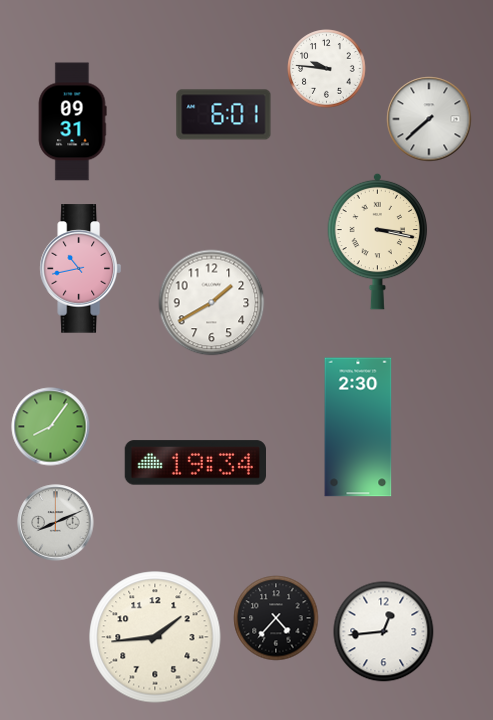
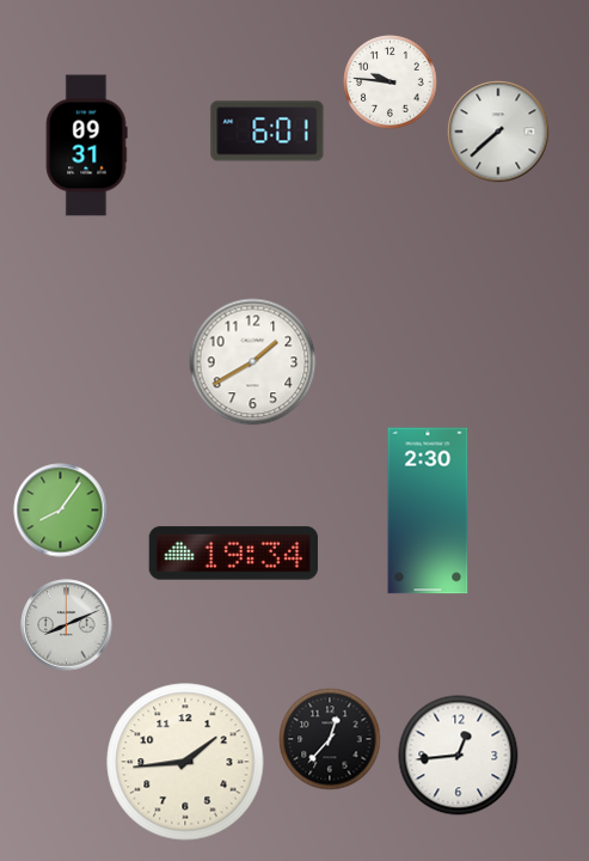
clock at (224, 115) position: (224, 115) -> (268, 132)
clock at (429, 119) position: (429, 119) -> (498, 132)
clock at (378, 241): 3:17 -> none
clock at (80, 269): 10:43 -> none
clock at (276, 618): 4:37 -> 12:37
